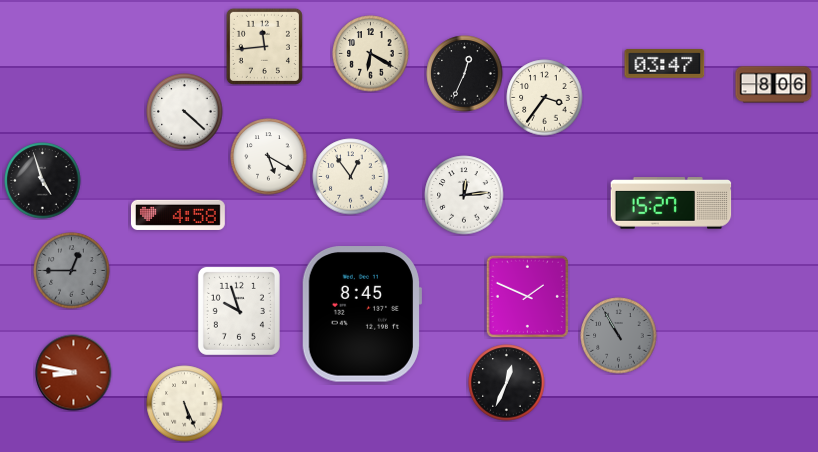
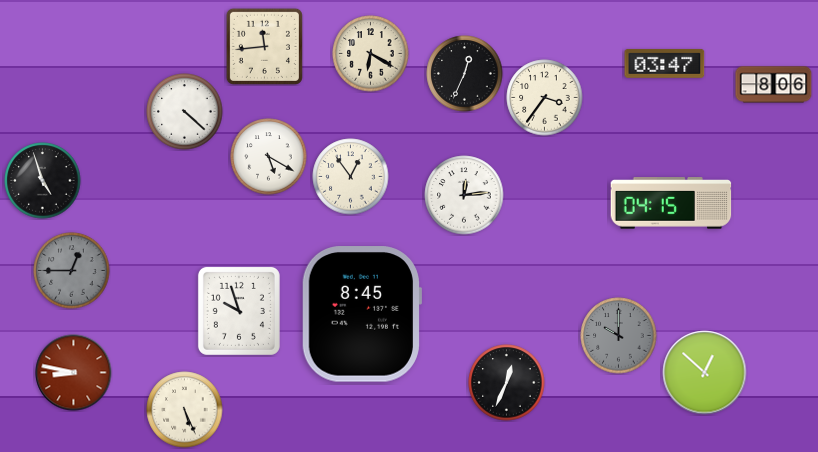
clock at (671, 203): 15:27 -> 04:15
clock at (178, 215): 4:58 -> none
clock at (527, 296): 1:49 -> none
clock at (619, 336): 10:55 -> 10:00
clock at (705, 373): none -> 12:52
clock at (185, 404) position: (185, 404) -> (185, 410)
